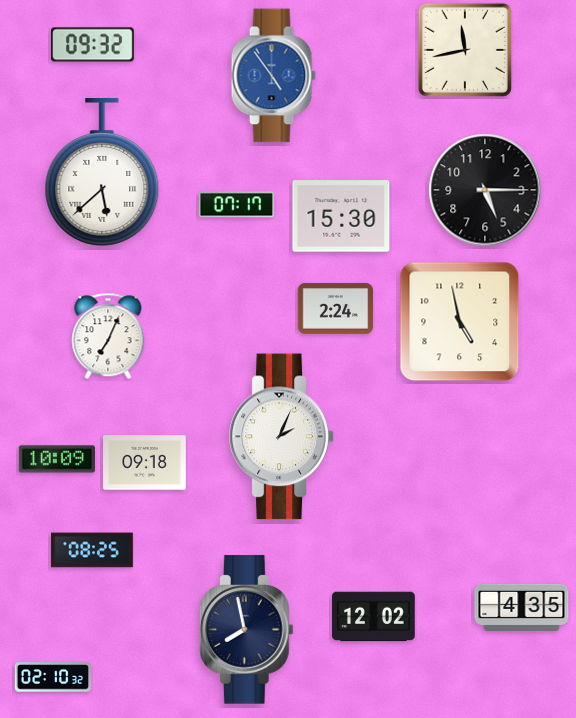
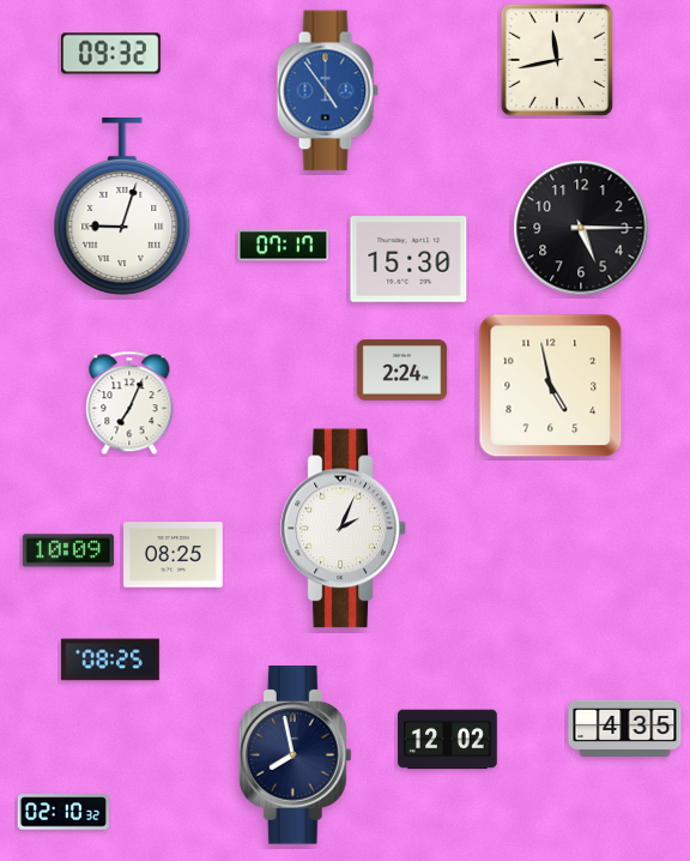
clock at (102, 173): 5:38 -> 9:03
clock at (282, 437) position: (282, 437) -> (344, 529)
clock at (145, 463): 09:18 -> 08:25
